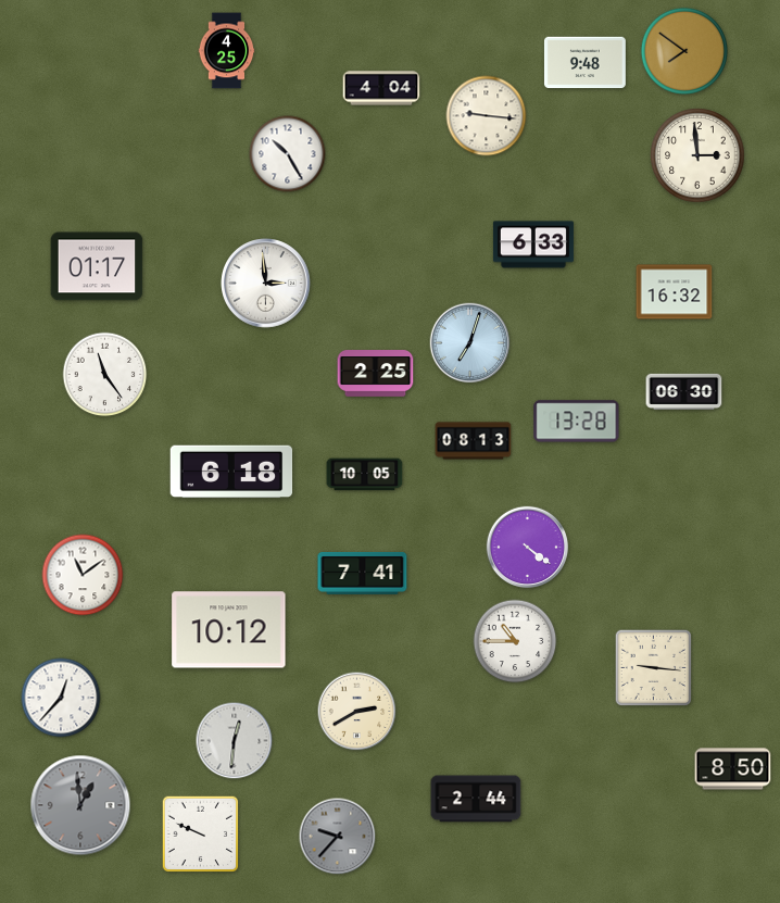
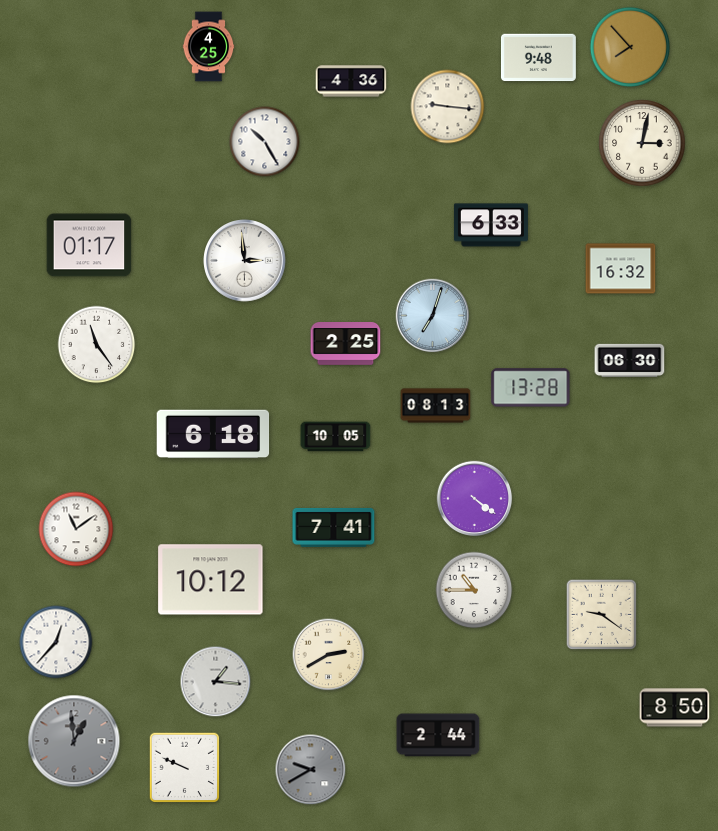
clock at (683, 50): 7:51 -> 7:53
clock at (381, 88): 4:04 -> 4:36
clock at (697, 155): 2:59 -> 3:02
clock at (528, 548) position: (528, 548) -> (475, 499)
clock at (654, 668): 9:16 -> 9:21
clock at (235, 741): 12:31 -> 1:16
clock at (338, 837): 9:37 -> 9:40
